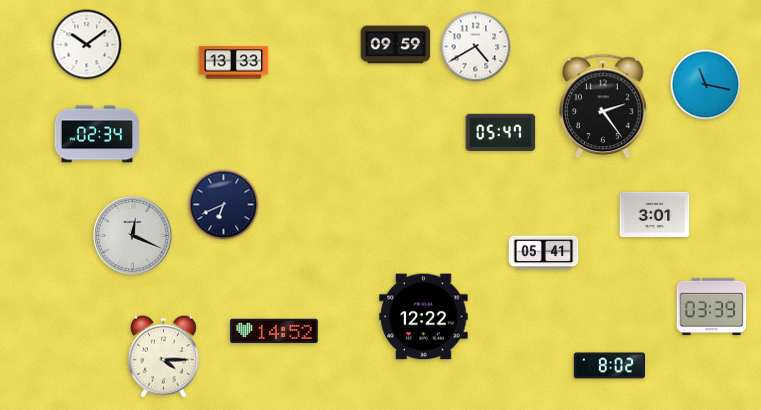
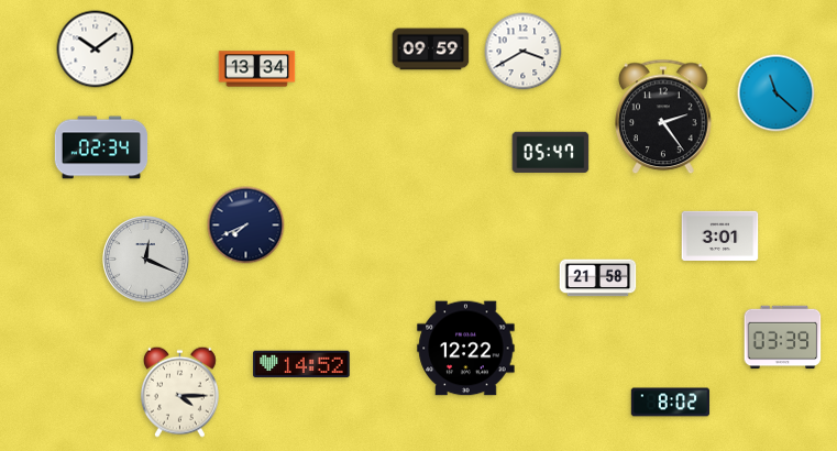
clock at (396, 45) position: (396, 45) -> (431, 50)
clock at (476, 47): 4:40 -> 3:40
clock at (234, 63): 13:33 -> 13:34
clock at (706, 85): 11:17 -> 11:22
clock at (501, 132) position: (501, 132) -> (551, 152)
clock at (97, 134) position: (97, 134) -> (101, 147)
clock at (224, 205): 6:41 -> 7:41
clock at (544, 253): 05:41 -> 21:58
